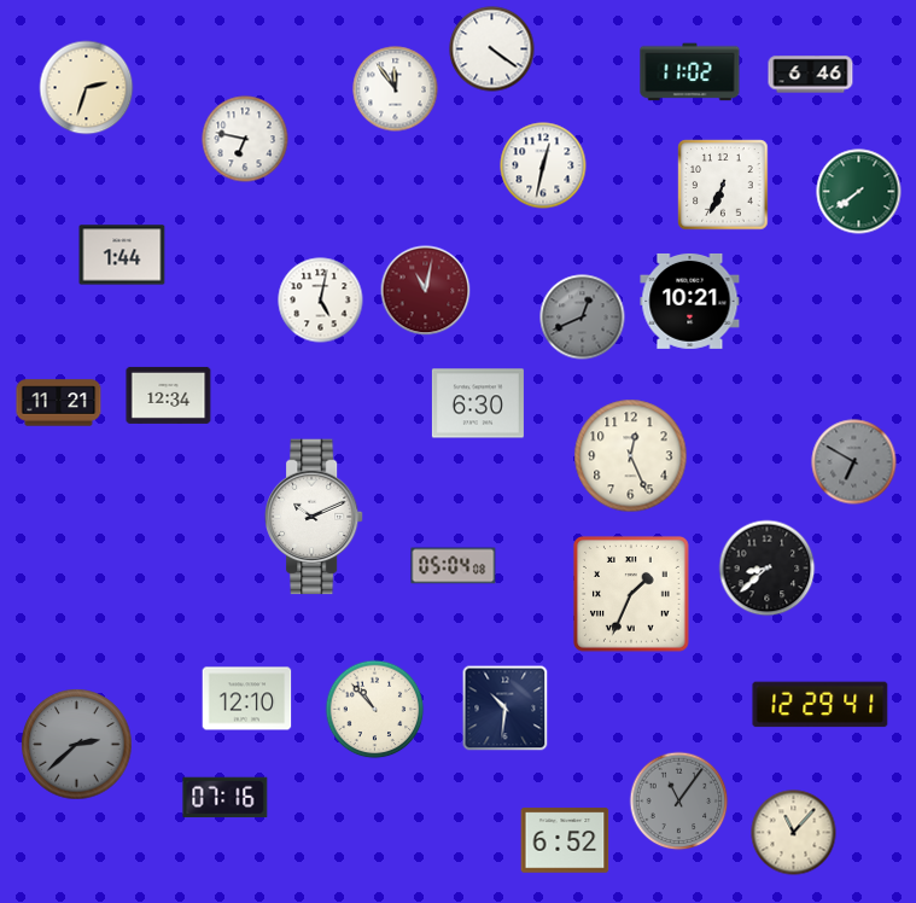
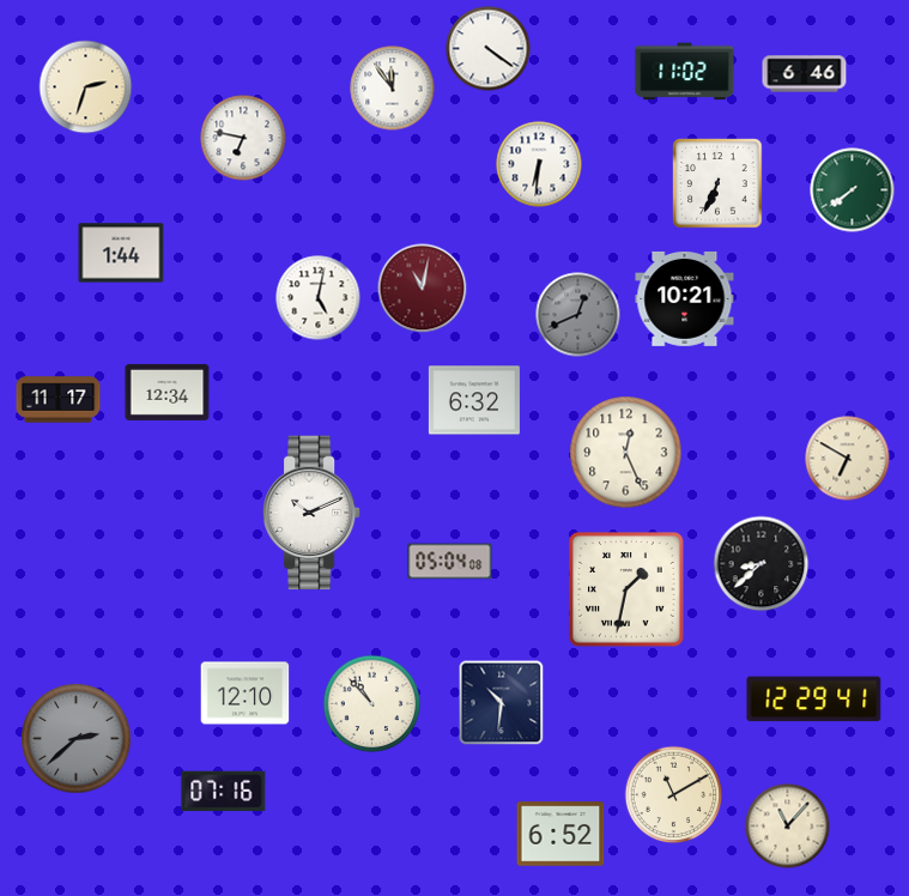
clock at (543, 165): 12:32 -> 6:31
clock at (59, 403): 11:21 -> 11:17
clock at (478, 403): 6:30 -> 6:32
clock at (854, 462) dial: grey -> cream
clock at (632, 595): 1:34 -> 1:32
clock at (679, 802): 11:06 -> 11:10
clock at (679, 802) dial: grey -> cream
